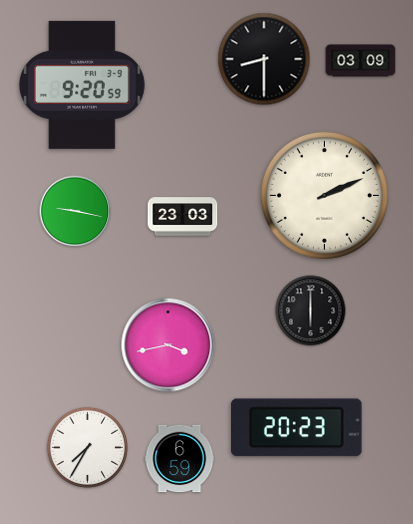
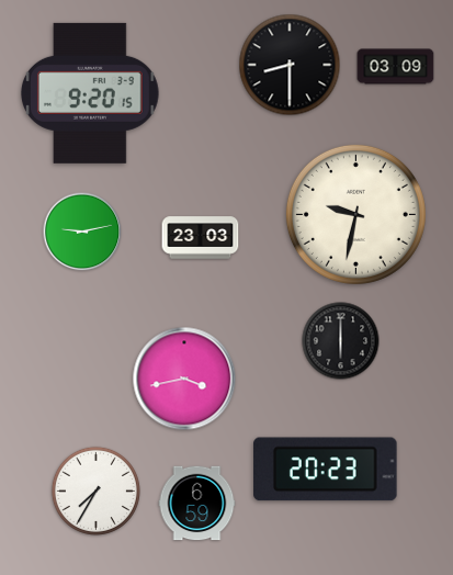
clock at (83, 85): 9:20:59 -> 9:20:15
clock at (324, 195): 2:11 -> 9:32
clock at (75, 211): 9:17 -> 9:13
